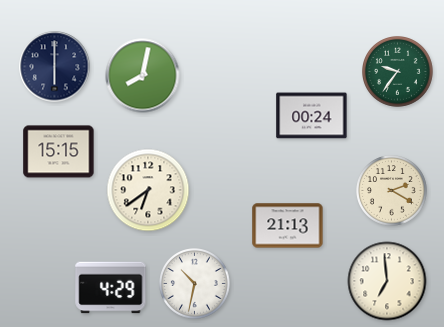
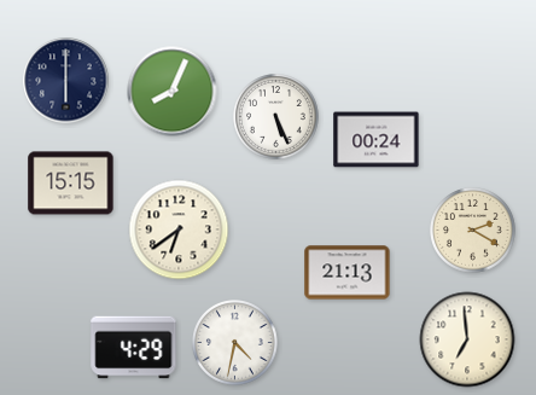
clock at (398, 72): 9:36 -> none
clock at (143, 76): 8:02 -> 8:04
clock at (276, 117): none -> 5:26
clock at (195, 284): 10:32 -> 4:32
